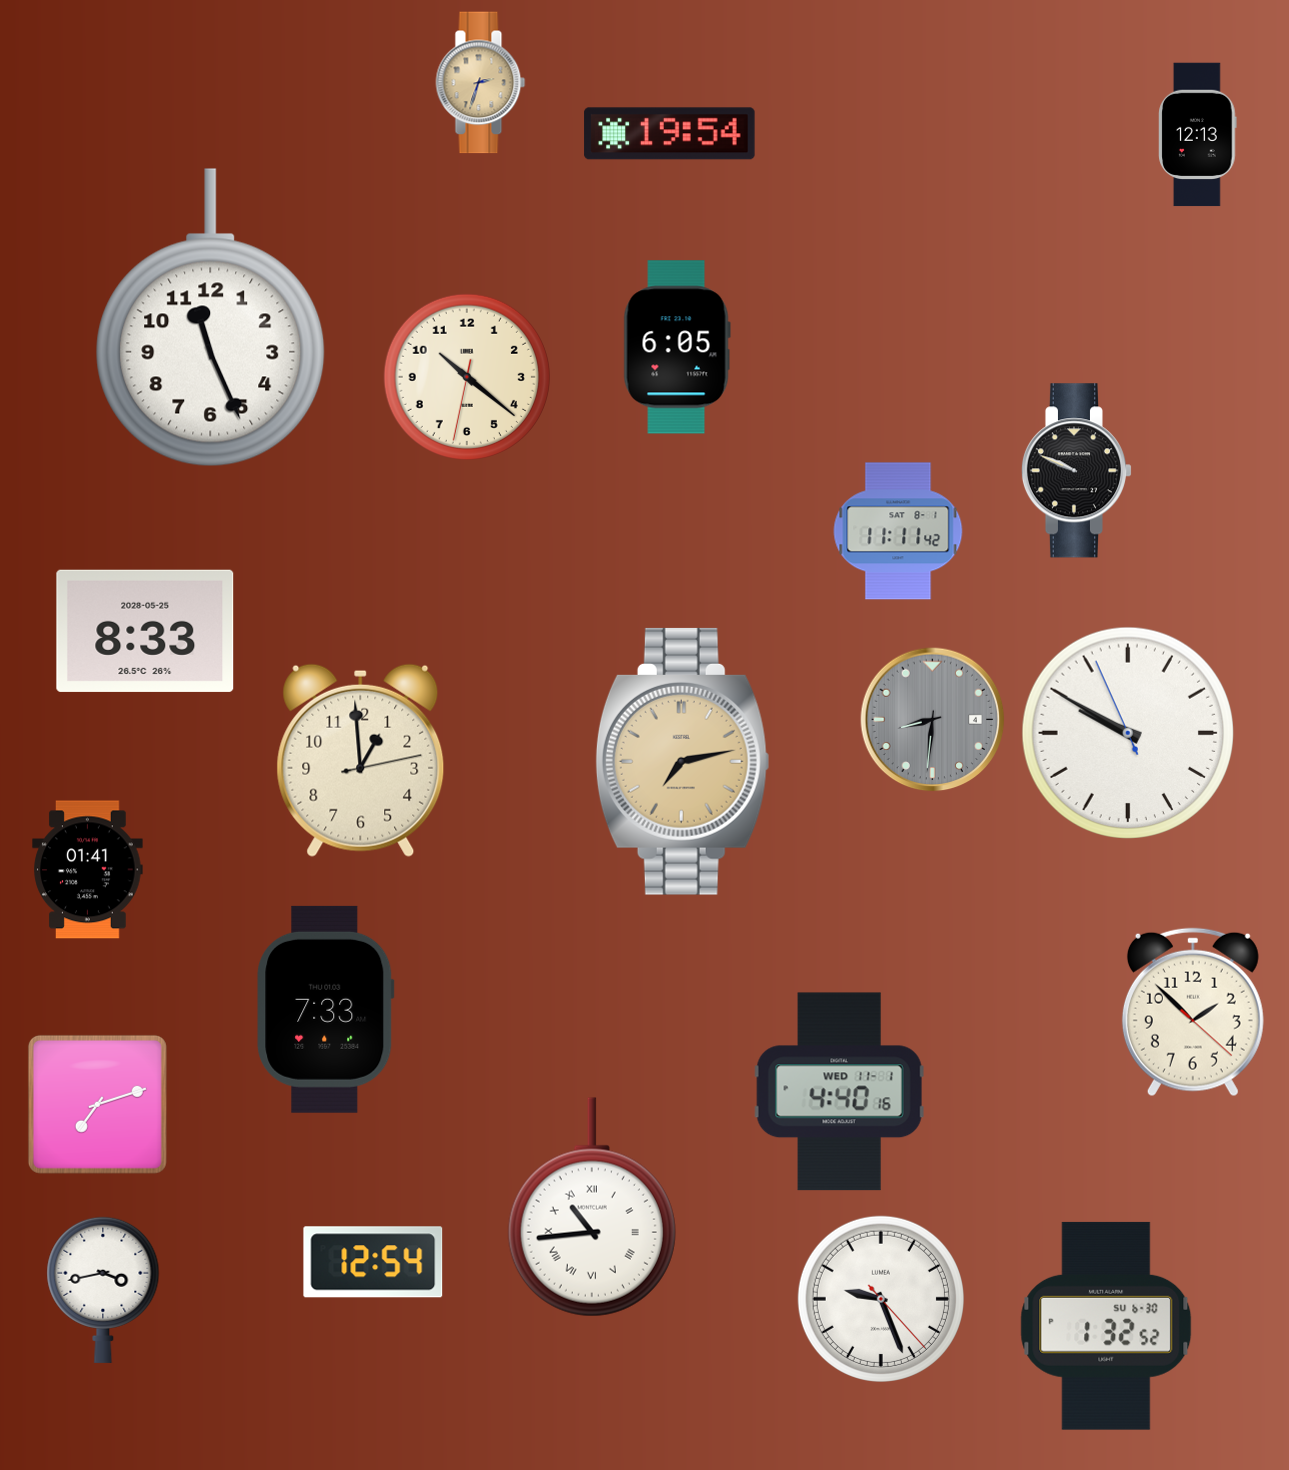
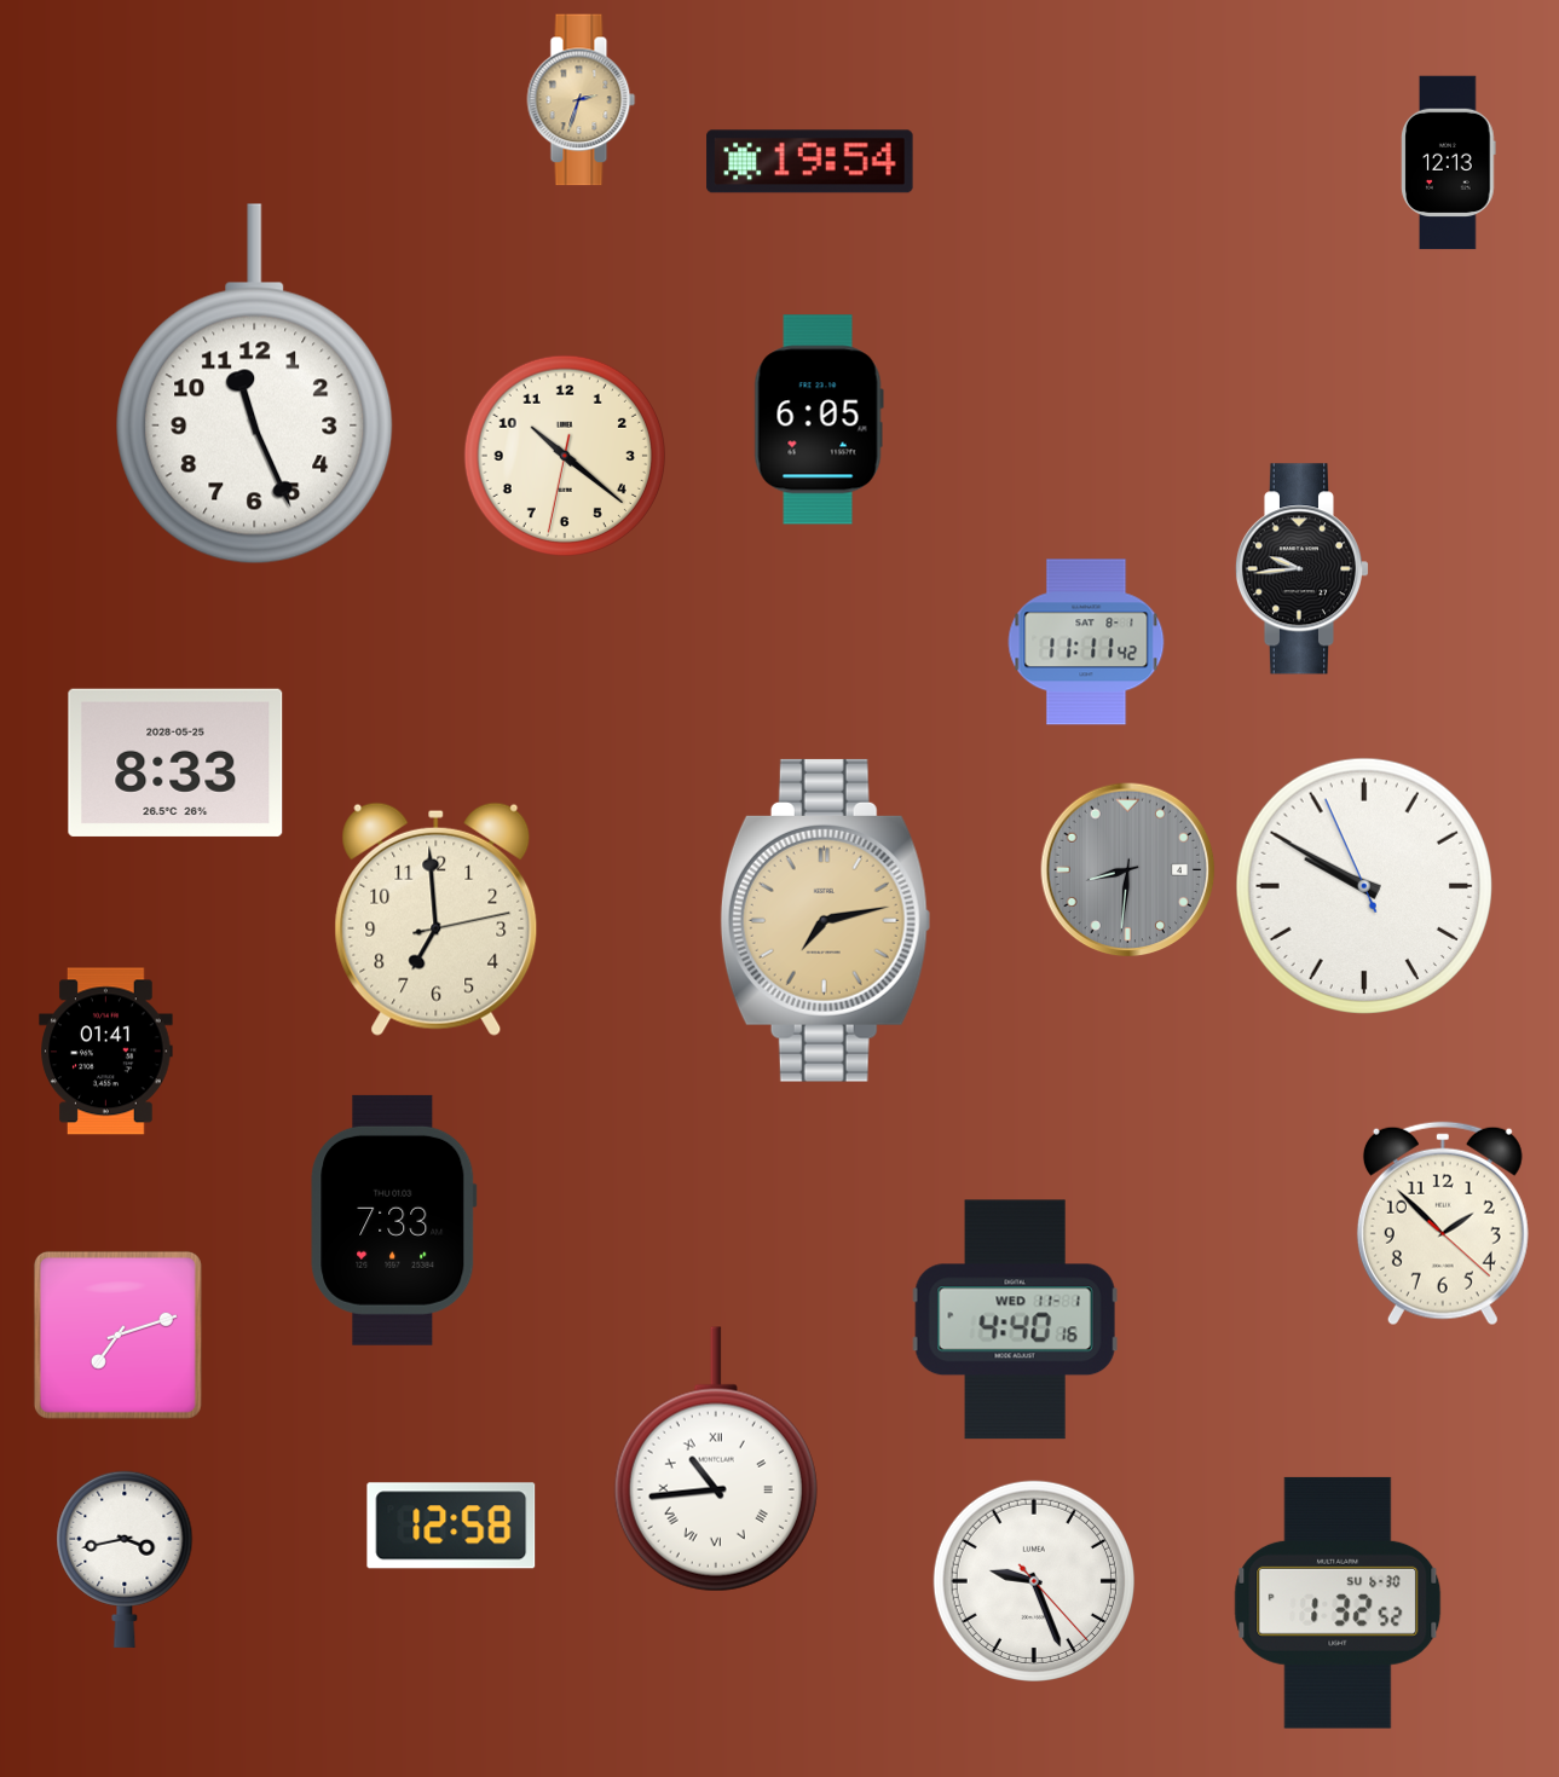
clock at (1076, 471): 9:49 -> 9:44
clock at (361, 760): 12:59 -> 6:59
clock at (373, 1262): 12:54 -> 12:58
clock at (881, 1299) position: (881, 1299) -> (1034, 1581)
